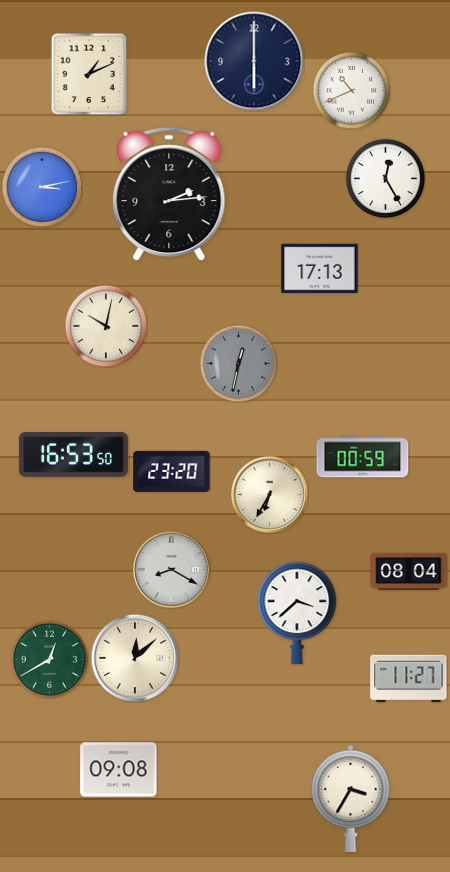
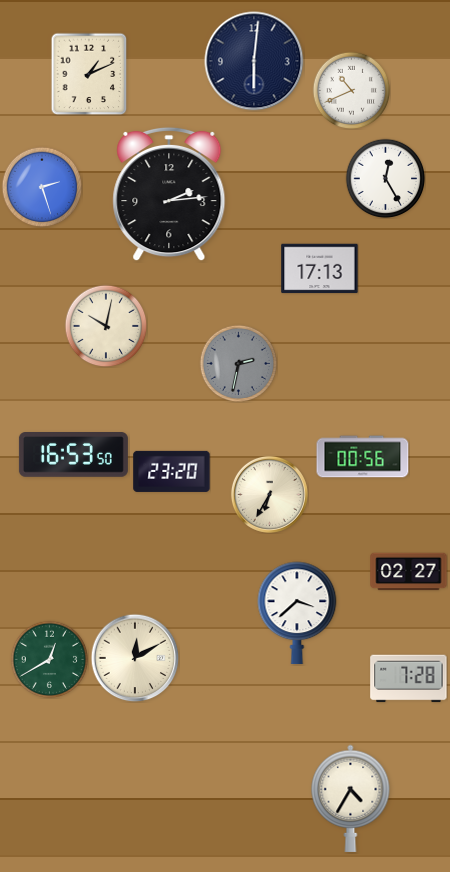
clock at (254, 61): 6:00 -> 6:01
clock at (42, 187): 3:13 -> 2:27
clock at (238, 363): 12:32 -> 2:32
clock at (363, 457): 00:59 -> 00:56
clock at (171, 569): 8:20 -> none
clock at (409, 572): 08:04 -> 02:27
clock at (135, 658): 12:08 -> 12:10
clock at (409, 679): 11:27 -> 7:28
clock at (119, 770): 09:08 -> none
clock at (351, 798): 3:35 -> 4:35
